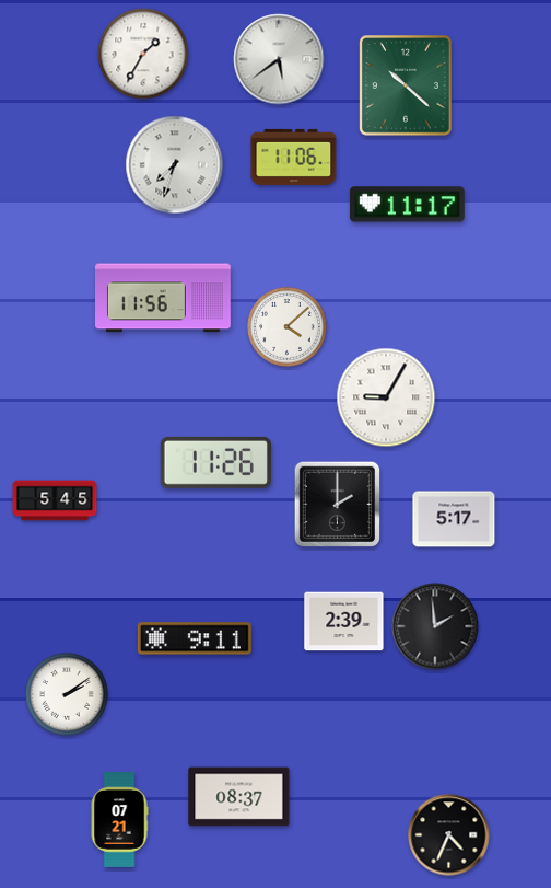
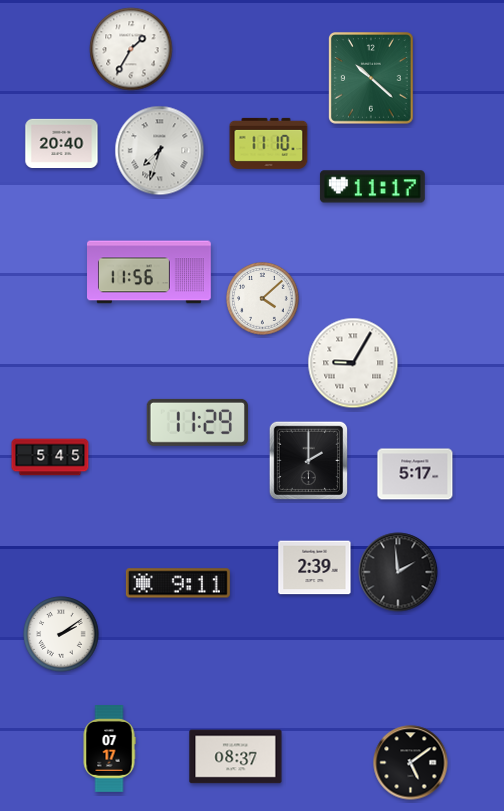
clock at (279, 59): 5:39 -> none
clock at (62, 143): none -> 20:40
clock at (294, 157): 11:06 -> 11:10
clock at (215, 462): 11:26 -> 11:29
clock at (239, 797) position: (239, 797) -> (236, 757)
clock at (119, 820): 07:21 -> 07:17
clock at (449, 835): 4:34 -> 5:09
